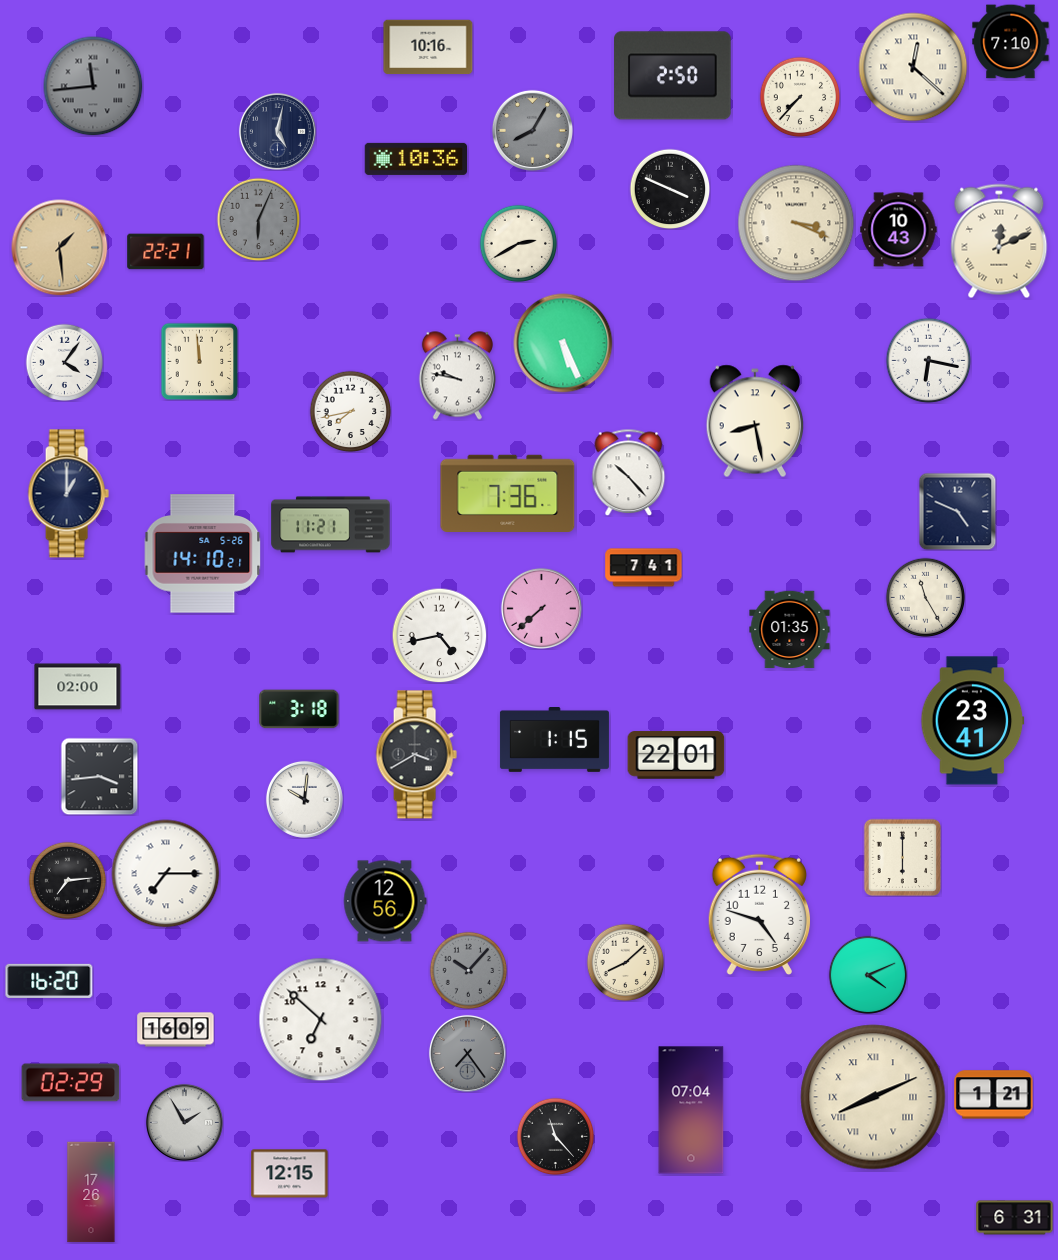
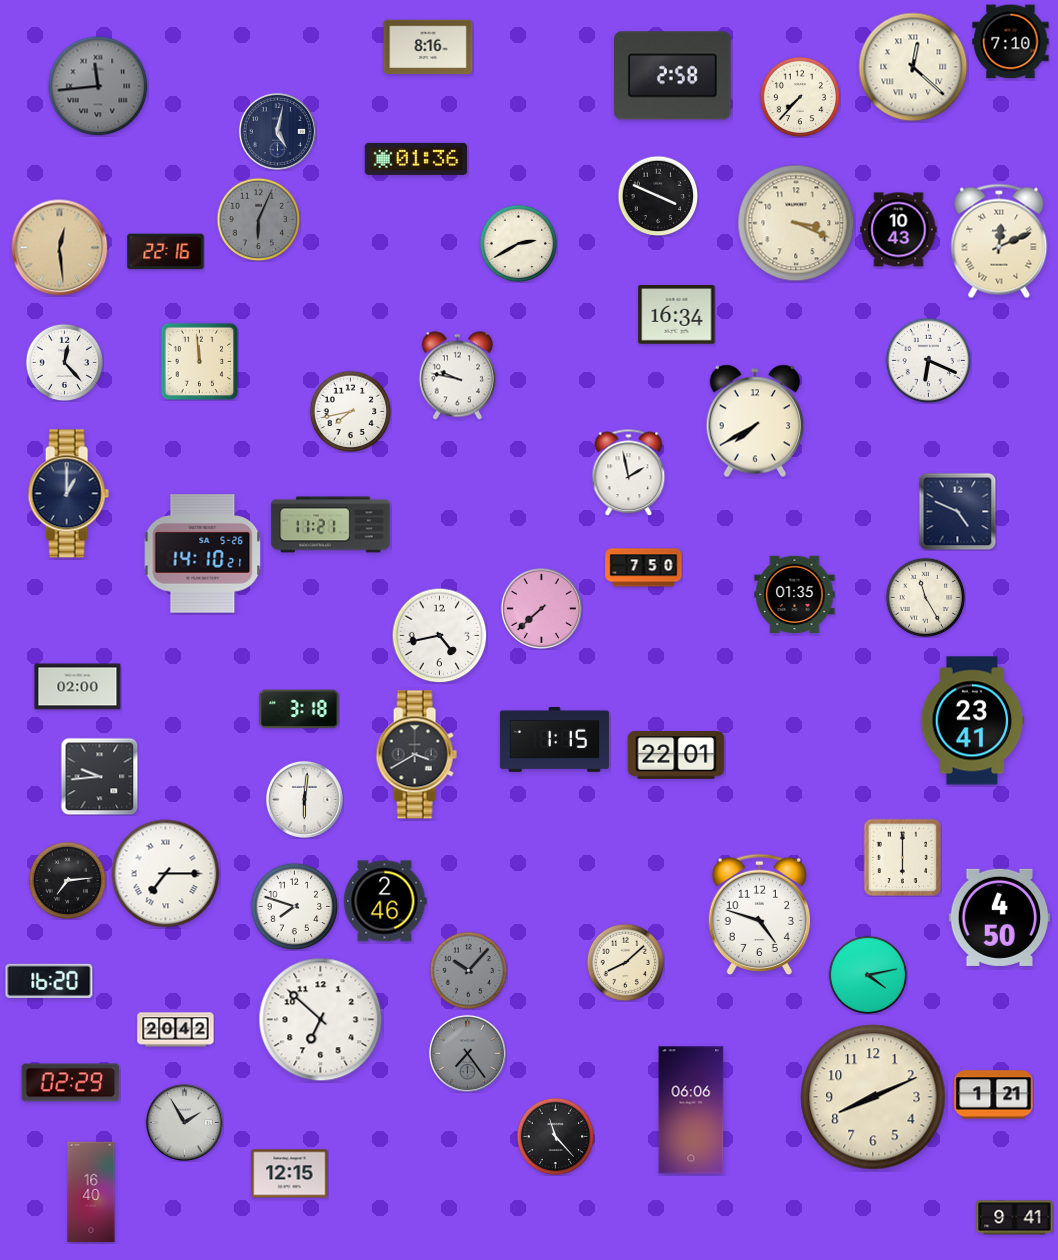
clock at (428, 47): 10:16 -> 8:16
clock at (673, 76): 2:50 -> 2:58
clock at (93, 86) position: (93, 86) -> (98, 86)
clock at (532, 130): 8:05 -> none
clock at (416, 159): 10:36 -> 01:36
clock at (670, 189) position: (670, 189) -> (658, 196)
clock at (60, 248): 1:29 -> 12:29
clock at (166, 252): 22:21 -> 22:16
clock at (677, 315): none -> 16:34
clock at (563, 343): 5:26 -> none
clock at (928, 360): 6:17 -> 6:19
clock at (64, 362): 4:06 -> 12:23
clock at (754, 421): 8:28 -> 7:40
clock at (629, 472): 10:23 -> 1:58
clock at (508, 493): 7:36 -> none
clock at (644, 568): 7:41 -> 7:50
clock at (790, 630) position: (790, 630) -> (795, 595)
clock at (99, 776): 3:44 -> 9:44
clock at (304, 799): 10:01 -> 6:01
clock at (385, 901): 12:56 -> 2:46
clock at (294, 906): none -> 7:48
clock at (1000, 917): none -> 4:50
clock at (868, 975): 4:11 -> 4:13
clock at (176, 1030): 16:09 -> 20:42
clock at (873, 1097) numerals: Roman -> Arabic
clock at (691, 1110): 07:04 -> 06:06
clock at (91, 1192): 17:26 -> 16:40
clock at (1015, 1218): 6:31 -> 9:41
